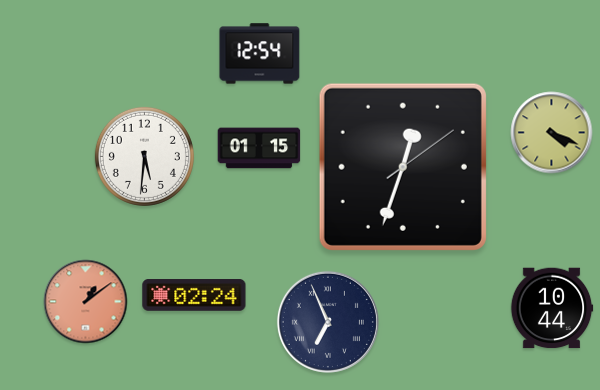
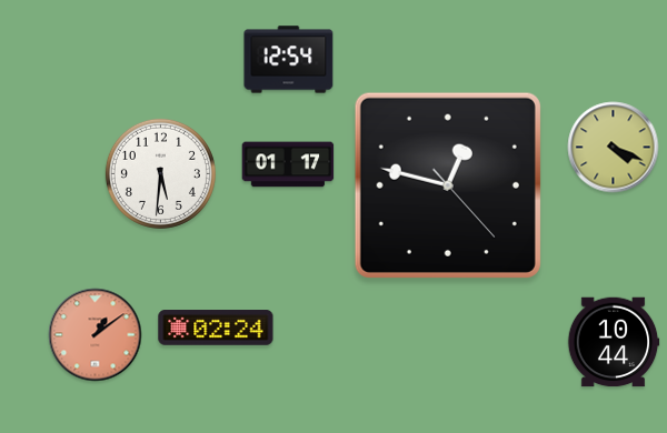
clock at (259, 148): 01:15 -> 01:17
clock at (403, 167): 12:33 -> 12:47
clock at (328, 322): 6:56 -> none
